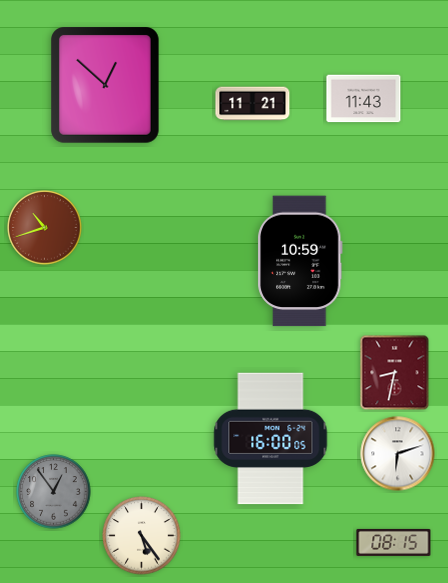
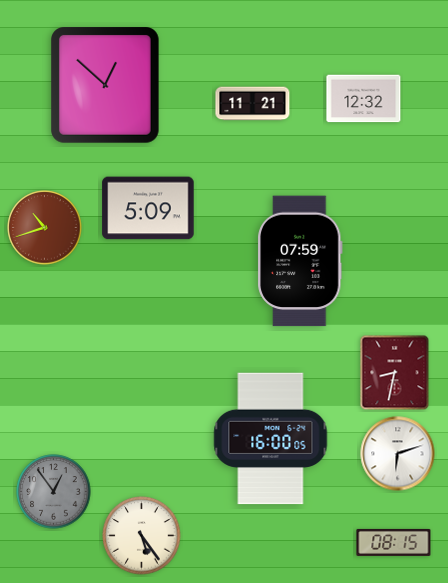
clock at (364, 99): 11:43 -> 12:32
clock at (148, 208): none -> 5:09
clock at (301, 261): 10:59 -> 07:59
